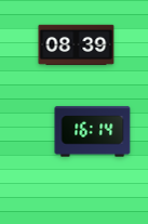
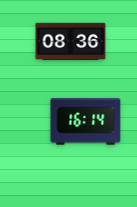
clock at (77, 45): 08:39 -> 08:36
